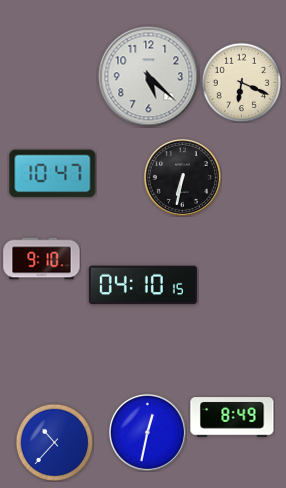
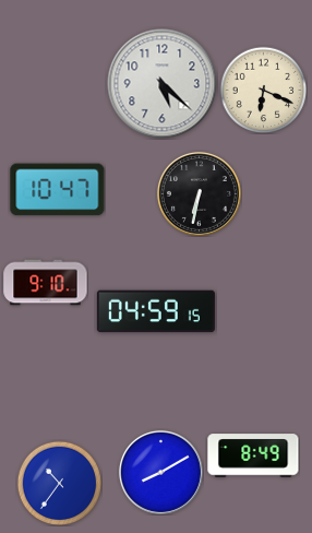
clock at (143, 285): 04:10 -> 04:59
clock at (147, 432): 12:32 -> 8:10
clock at (54, 442): 10:37 -> 10:36
